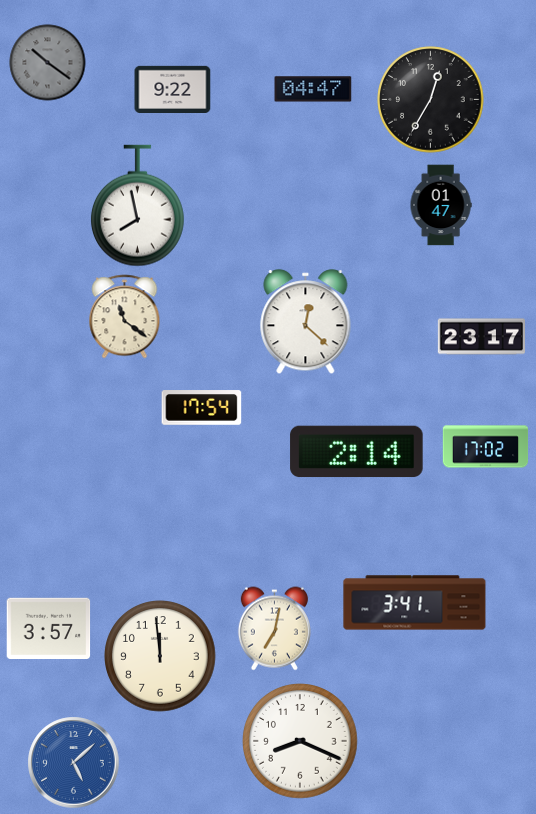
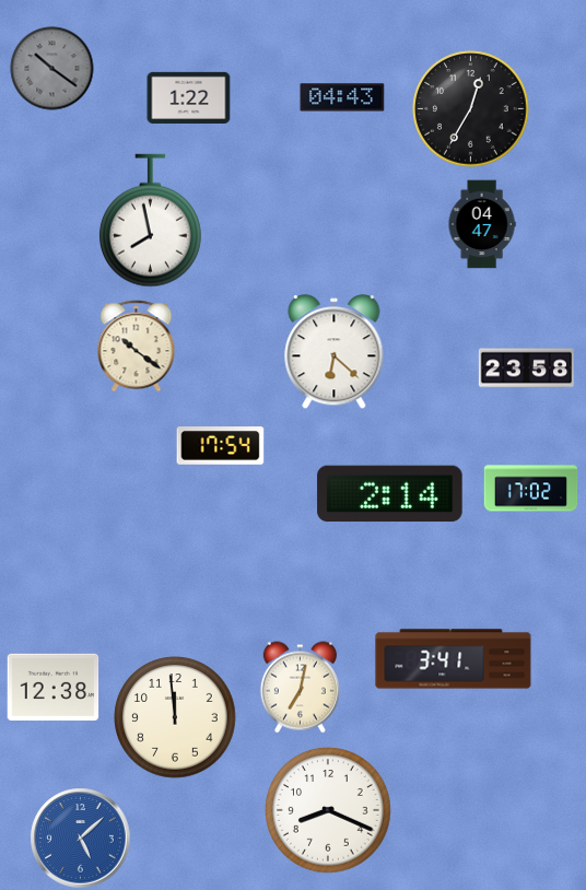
clock at (173, 89): 9:22 -> 1:22
clock at (313, 89): 04:47 -> 04:43
clock at (441, 205): 01:47 -> 04:47
clock at (137, 206) position: (137, 206) -> (150, 221)
clock at (125, 317): 11:21 -> 10:21
clock at (306, 322): 12:22 -> 6:22
clock at (481, 337): 23:17 -> 23:58
clock at (49, 629): 3:57 -> 12:38
clock at (74, 763) position: (74, 763) -> (81, 839)
